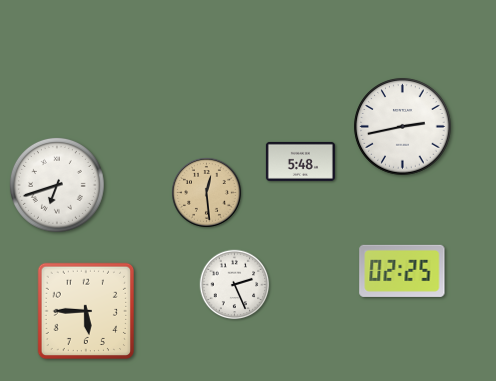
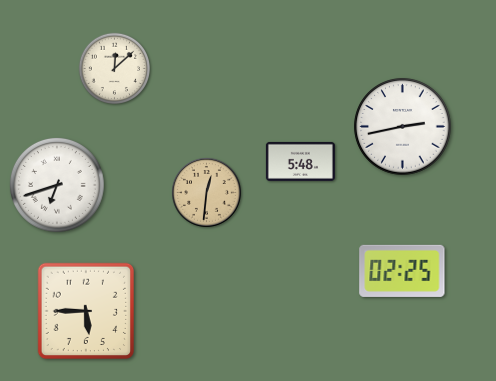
clock at (114, 68): none -> 12:08
clock at (207, 193): 12:29 -> 12:31
clock at (235, 285): 2:26 -> none
